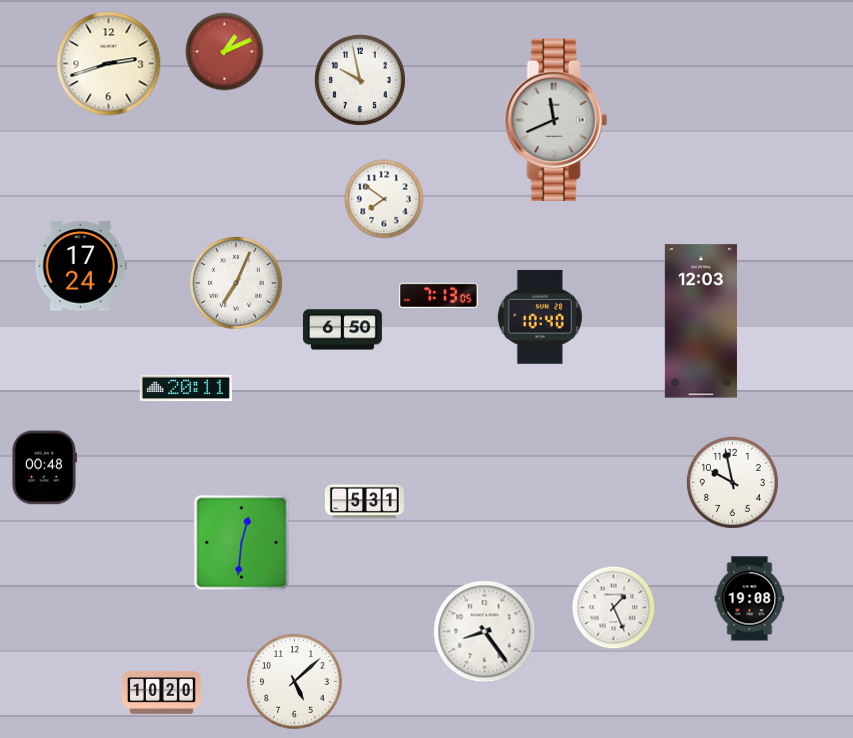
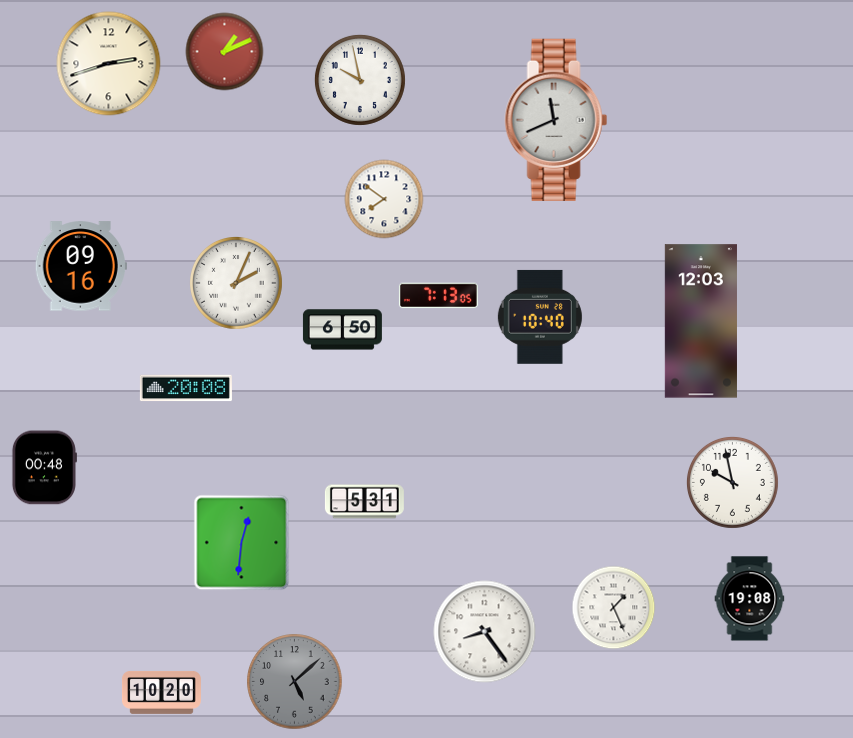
clock at (81, 266): 17:24 -> 09:16
clock at (237, 284): 7:04 -> 2:04
clock at (186, 388): 20:11 -> 20:08
clock at (295, 682) dial: white -> grey
